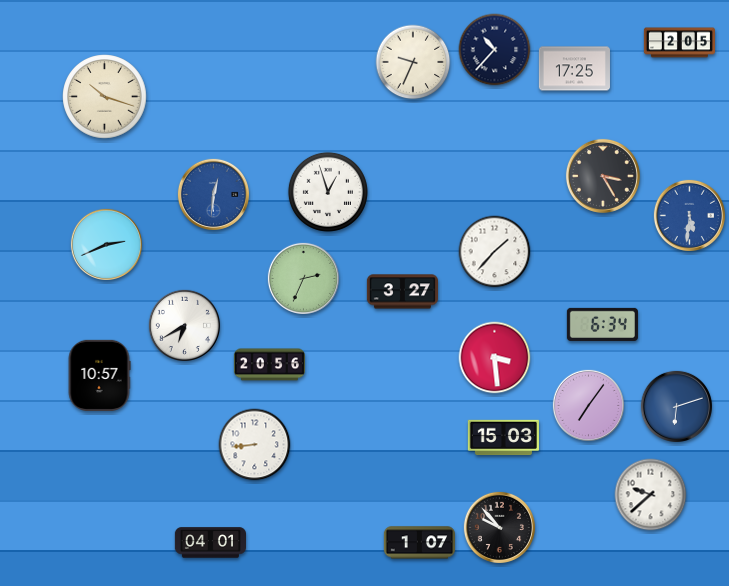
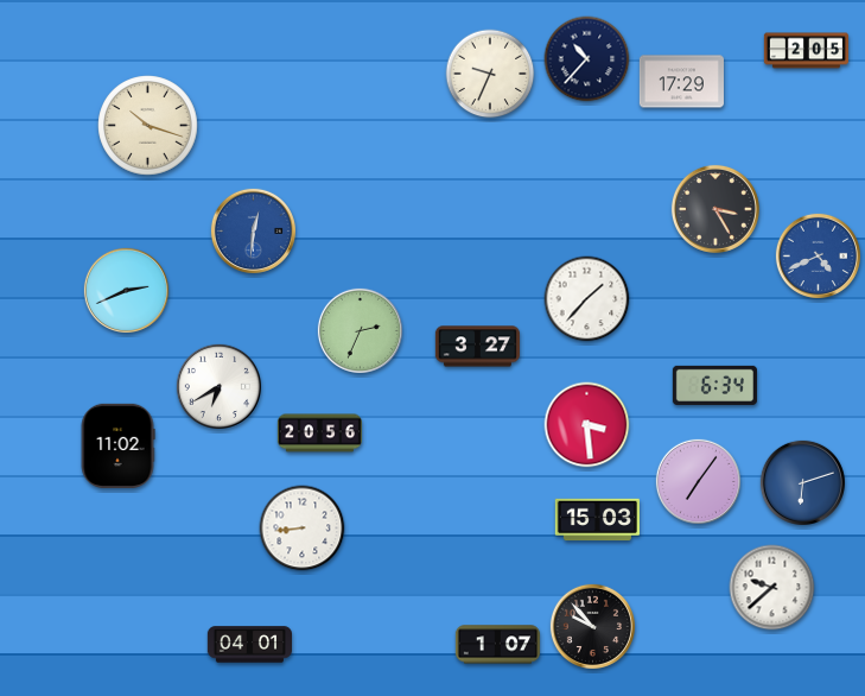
clock at (574, 69): 17:25 -> 17:29
clock at (105, 97) position: (105, 97) -> (148, 126)
clock at (328, 192): 12:57 -> none
clock at (689, 215): 5:31 -> 4:41
clock at (99, 375): 10:57 -> 11:02
